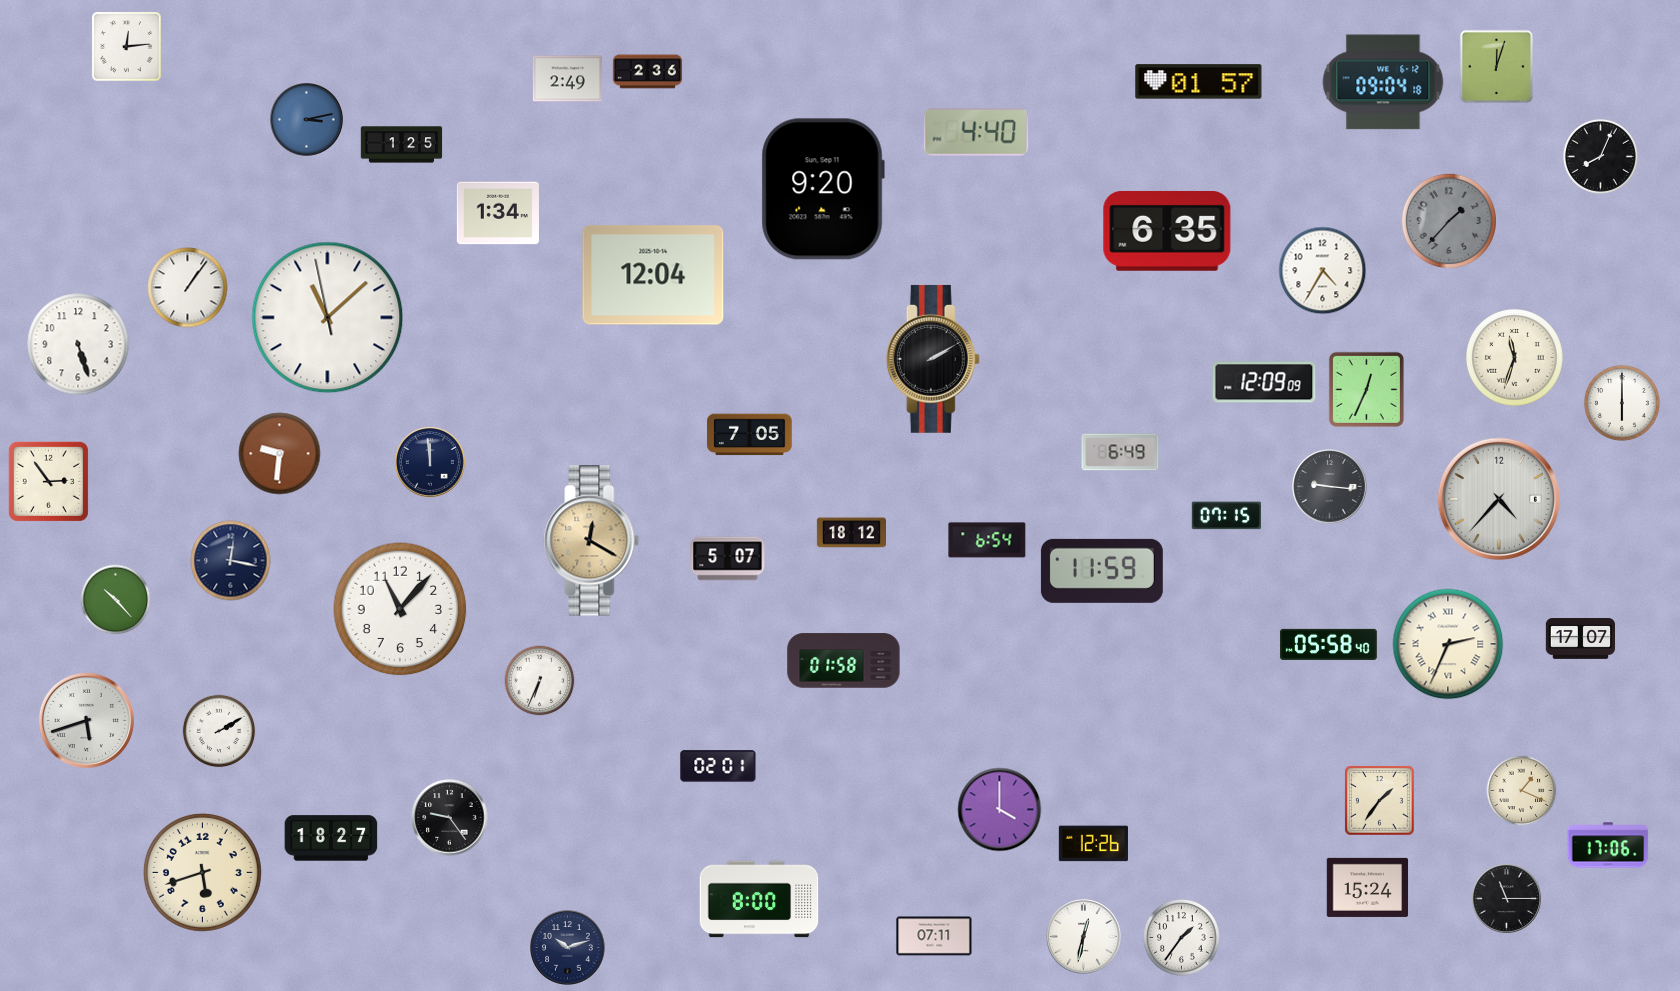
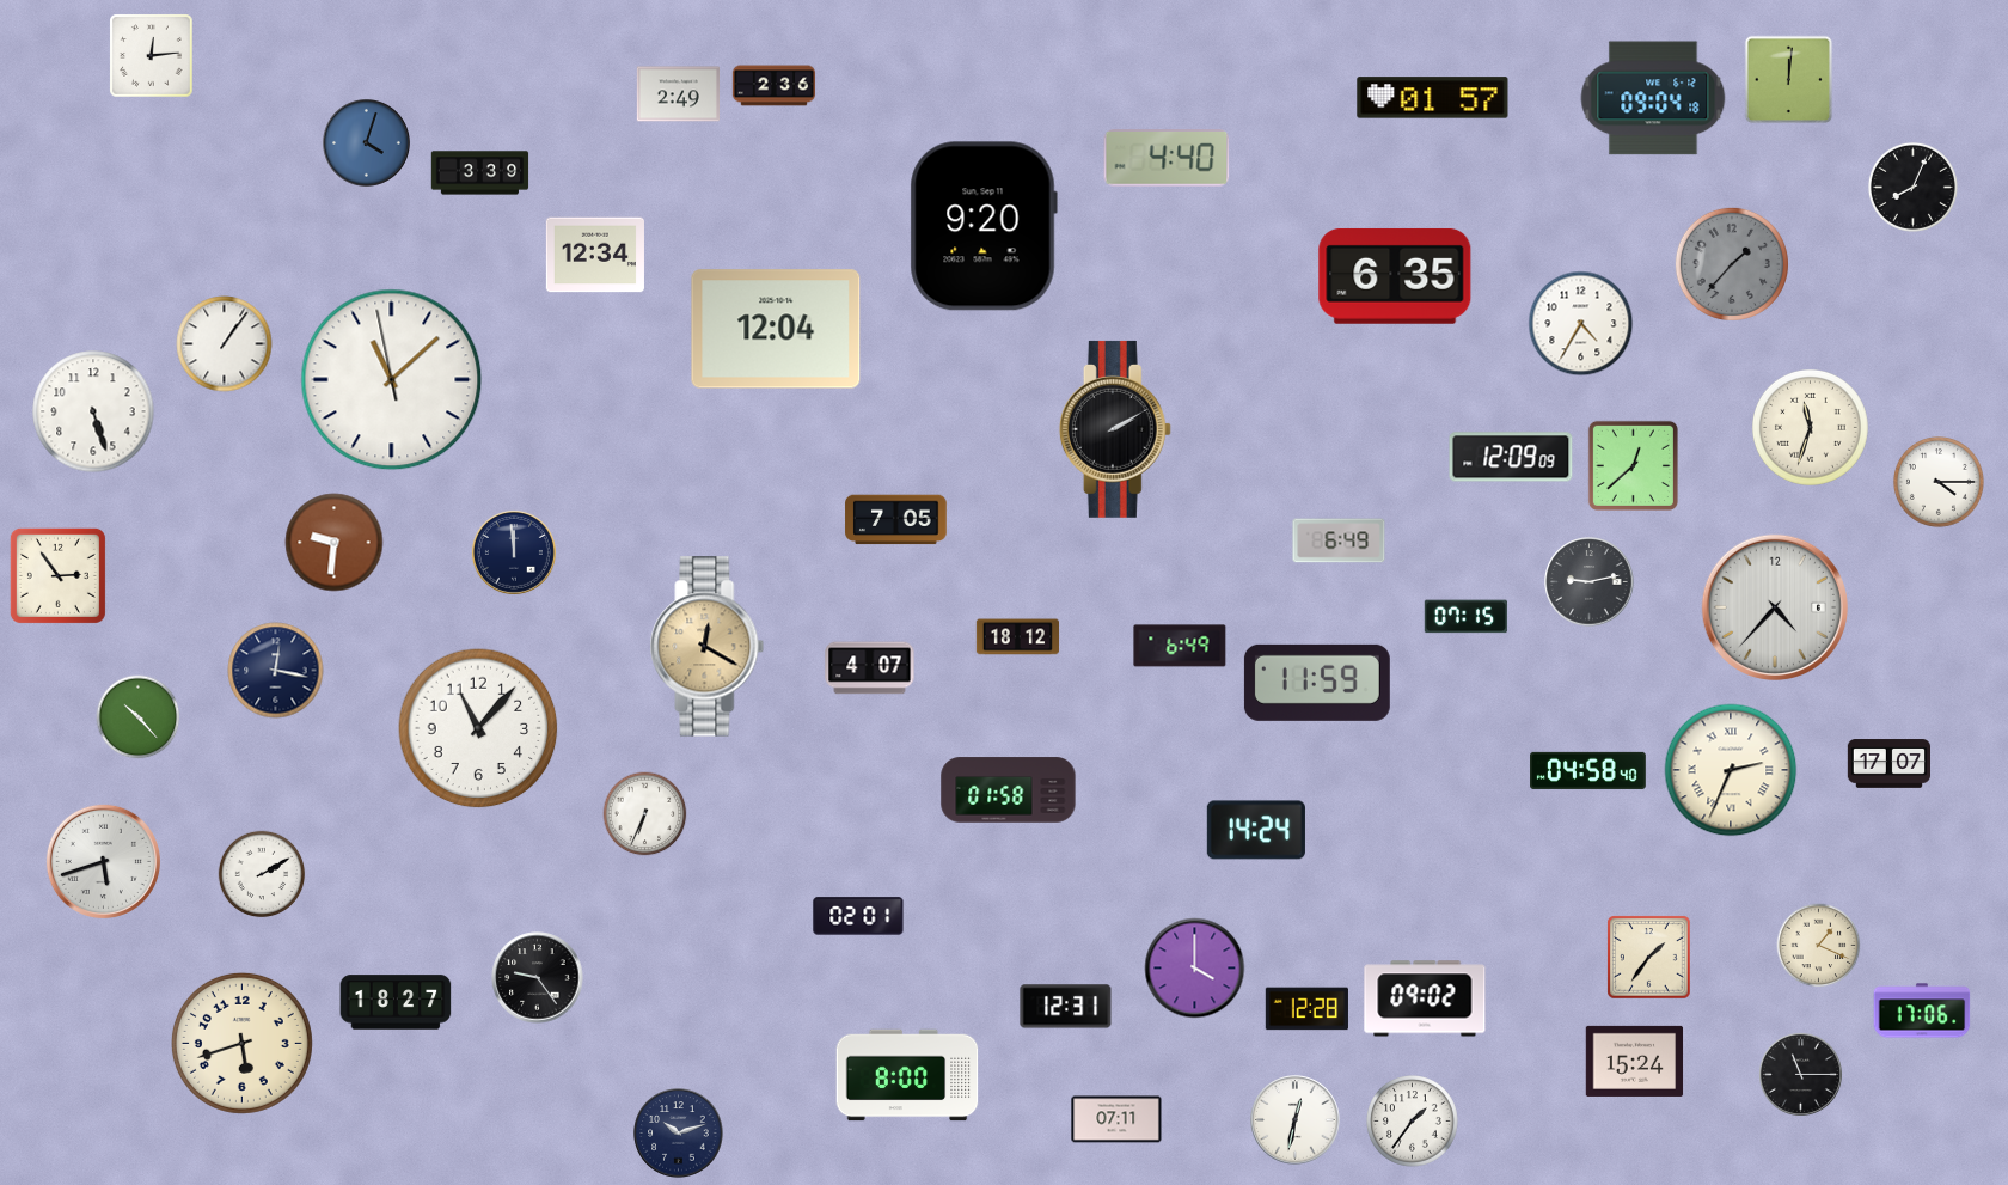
clock at (1497, 67): 12:03 -> 12:01
clock at (307, 120): 3:13 -> 4:03
clock at (402, 145): 1:25 -> 3:39
clock at (498, 213): 1:34 -> 12:34
clock at (653, 275) position: (653, 275) -> (776, 329)
clock at (1366, 389): 12:34 -> 12:38
clock at (1622, 403): 6:00 -> 4:15
clock at (1330, 487): 9:16 -> 9:13
clock at (1499, 499) position: (1499, 499) -> (1775, 607)
clock at (987, 540): 6:54 -> 6:49
clock at (728, 559): 5:07 -> 4:07
clock at (1329, 644): 05:58 -> 04:58
clock at (1256, 830): none -> 14:24
clock at (1425, 998): none -> 09:02
clock at (1066, 1007): none -> 12:31
clock at (1093, 844): 12:26 -> 12:28
